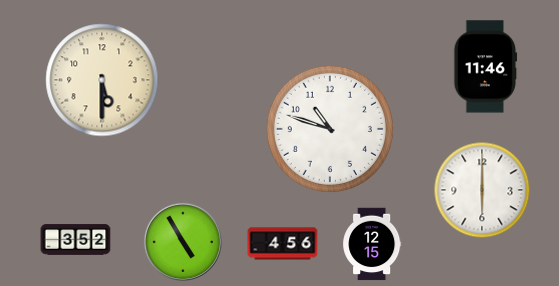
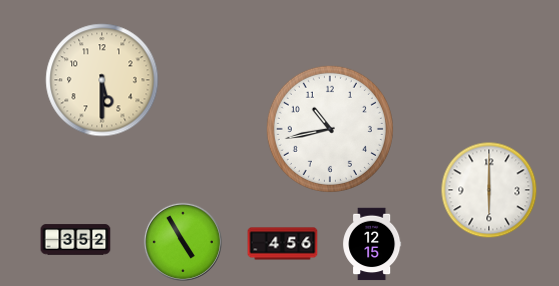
clock at (486, 67): 11:46 -> none
clock at (330, 129): 10:48 -> 10:43
clock at (482, 190) position: (482, 190) -> (489, 190)
